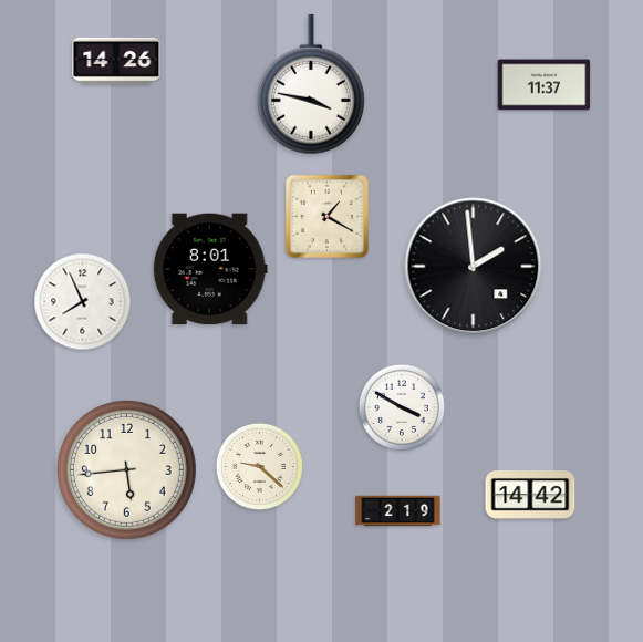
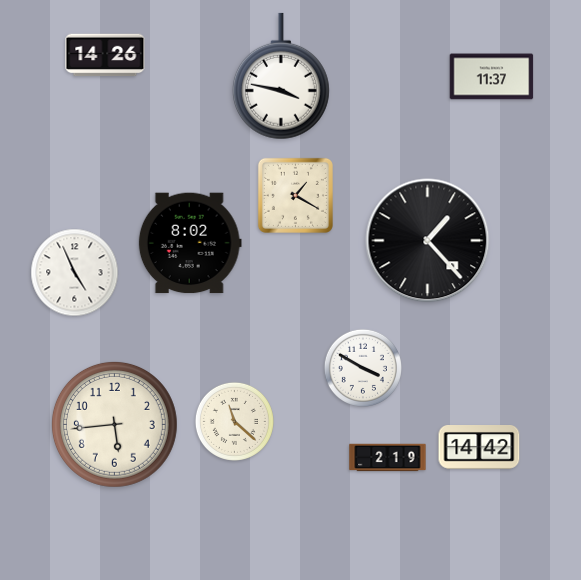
clock at (474, 267): 1:59 -> 1:23
clock at (210, 269): 8:01 -> 8:02
clock at (83, 302): 7:56 -> 4:56
clock at (259, 466): 9:22 -> 11:22
clock at (398, 511) position: (398, 511) -> (388, 458)
